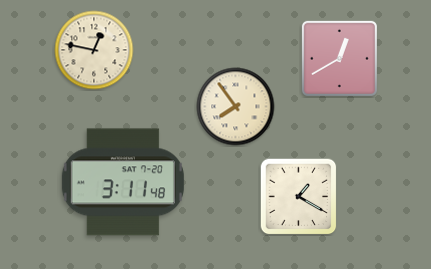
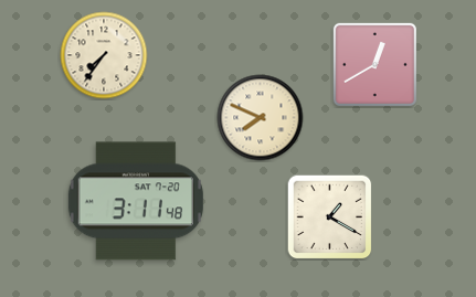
clock at (94, 50): 12:47 -> 7:36
clock at (236, 107): 7:54 -> 7:49
